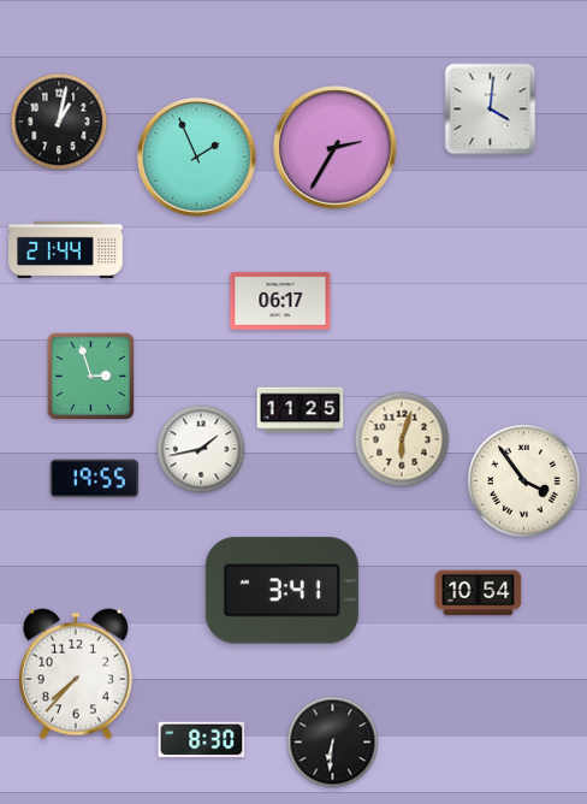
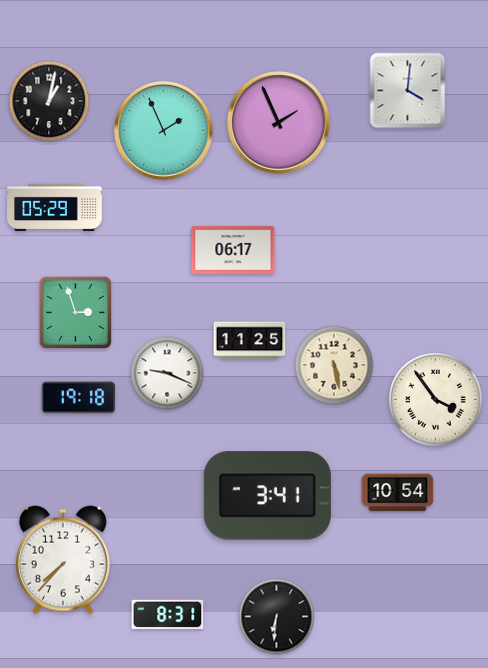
clock at (336, 148): 2:35 -> 1:56
clock at (66, 249): 21:44 -> 05:29
clock at (402, 439): 6:03 -> 5:28
clock at (201, 449): 1:43 -> 9:19
clock at (95, 479): 19:55 -> 19:18
clock at (281, 591) position: (281, 591) -> (267, 496)
clock at (202, 740): 8:30 -> 8:31
